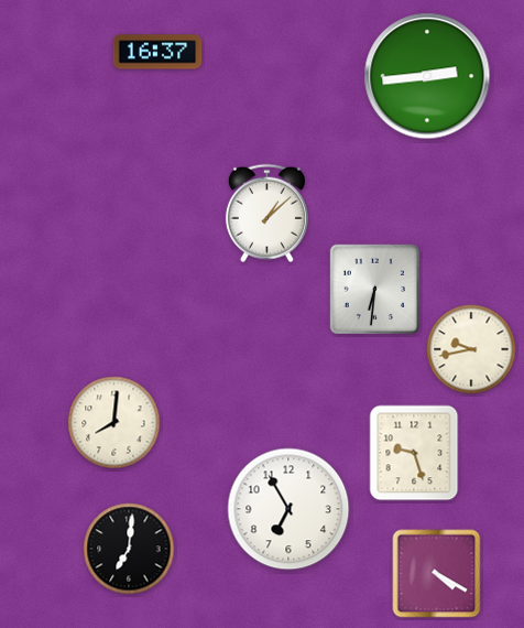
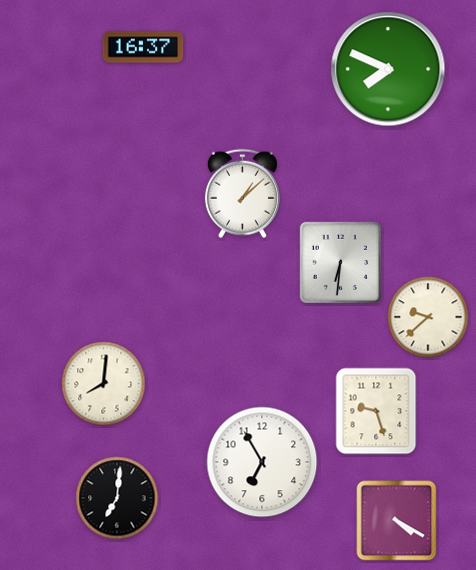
clock at (427, 76): 2:44 -> 7:49
clock at (471, 349): 9:43 -> 9:38
